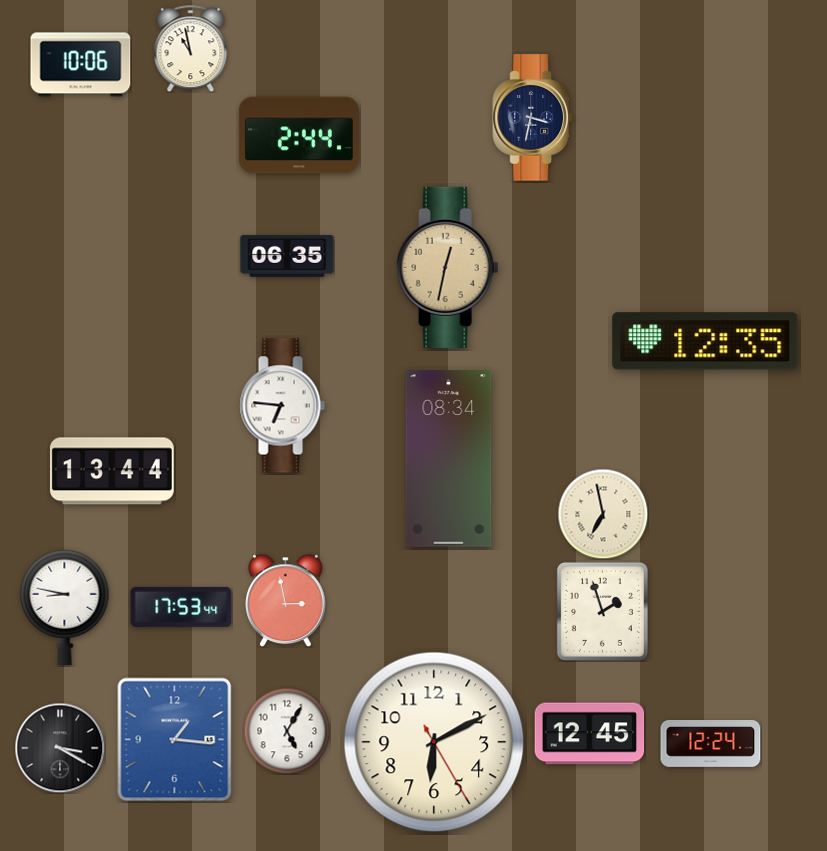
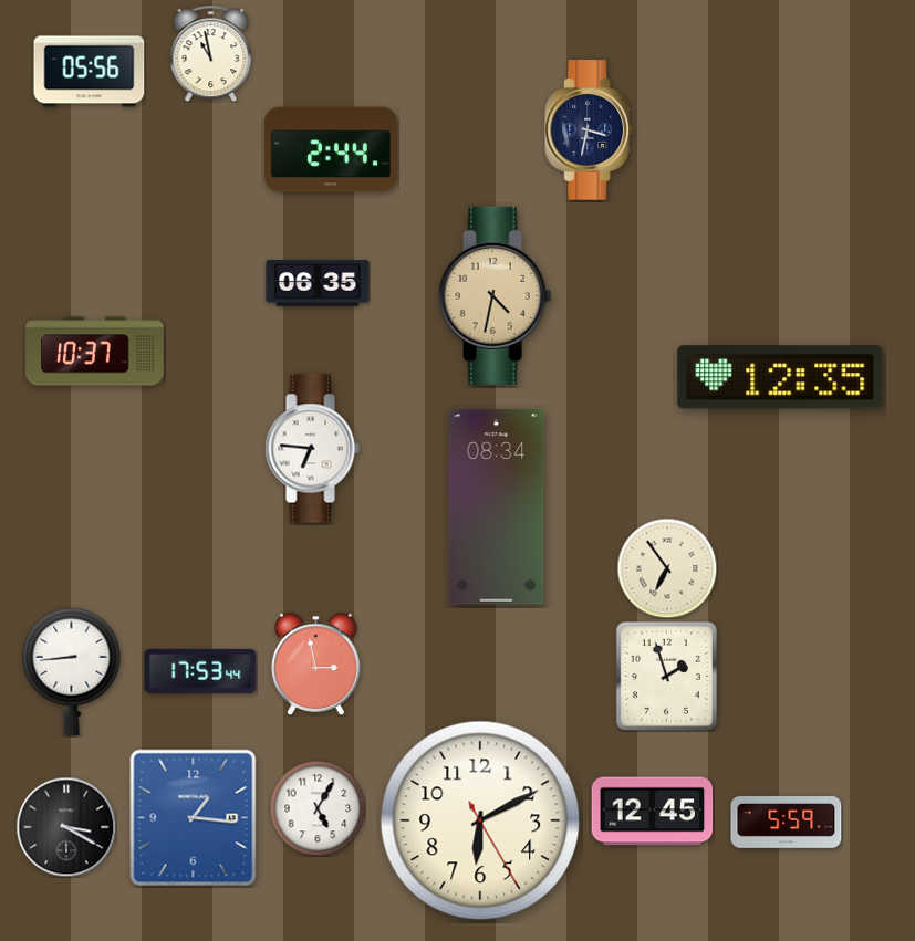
clock at (81, 65): 10:06 -> 05:56
clock at (448, 267): 12:32 -> 4:32
clock at (95, 352): none -> 10:37
clock at (112, 471): 13:44 -> none
clock at (603, 514): 6:58 -> 6:54
clock at (65, 607): 8:47 -> 8:44
clock at (711, 744): 12:24 -> 5:59
